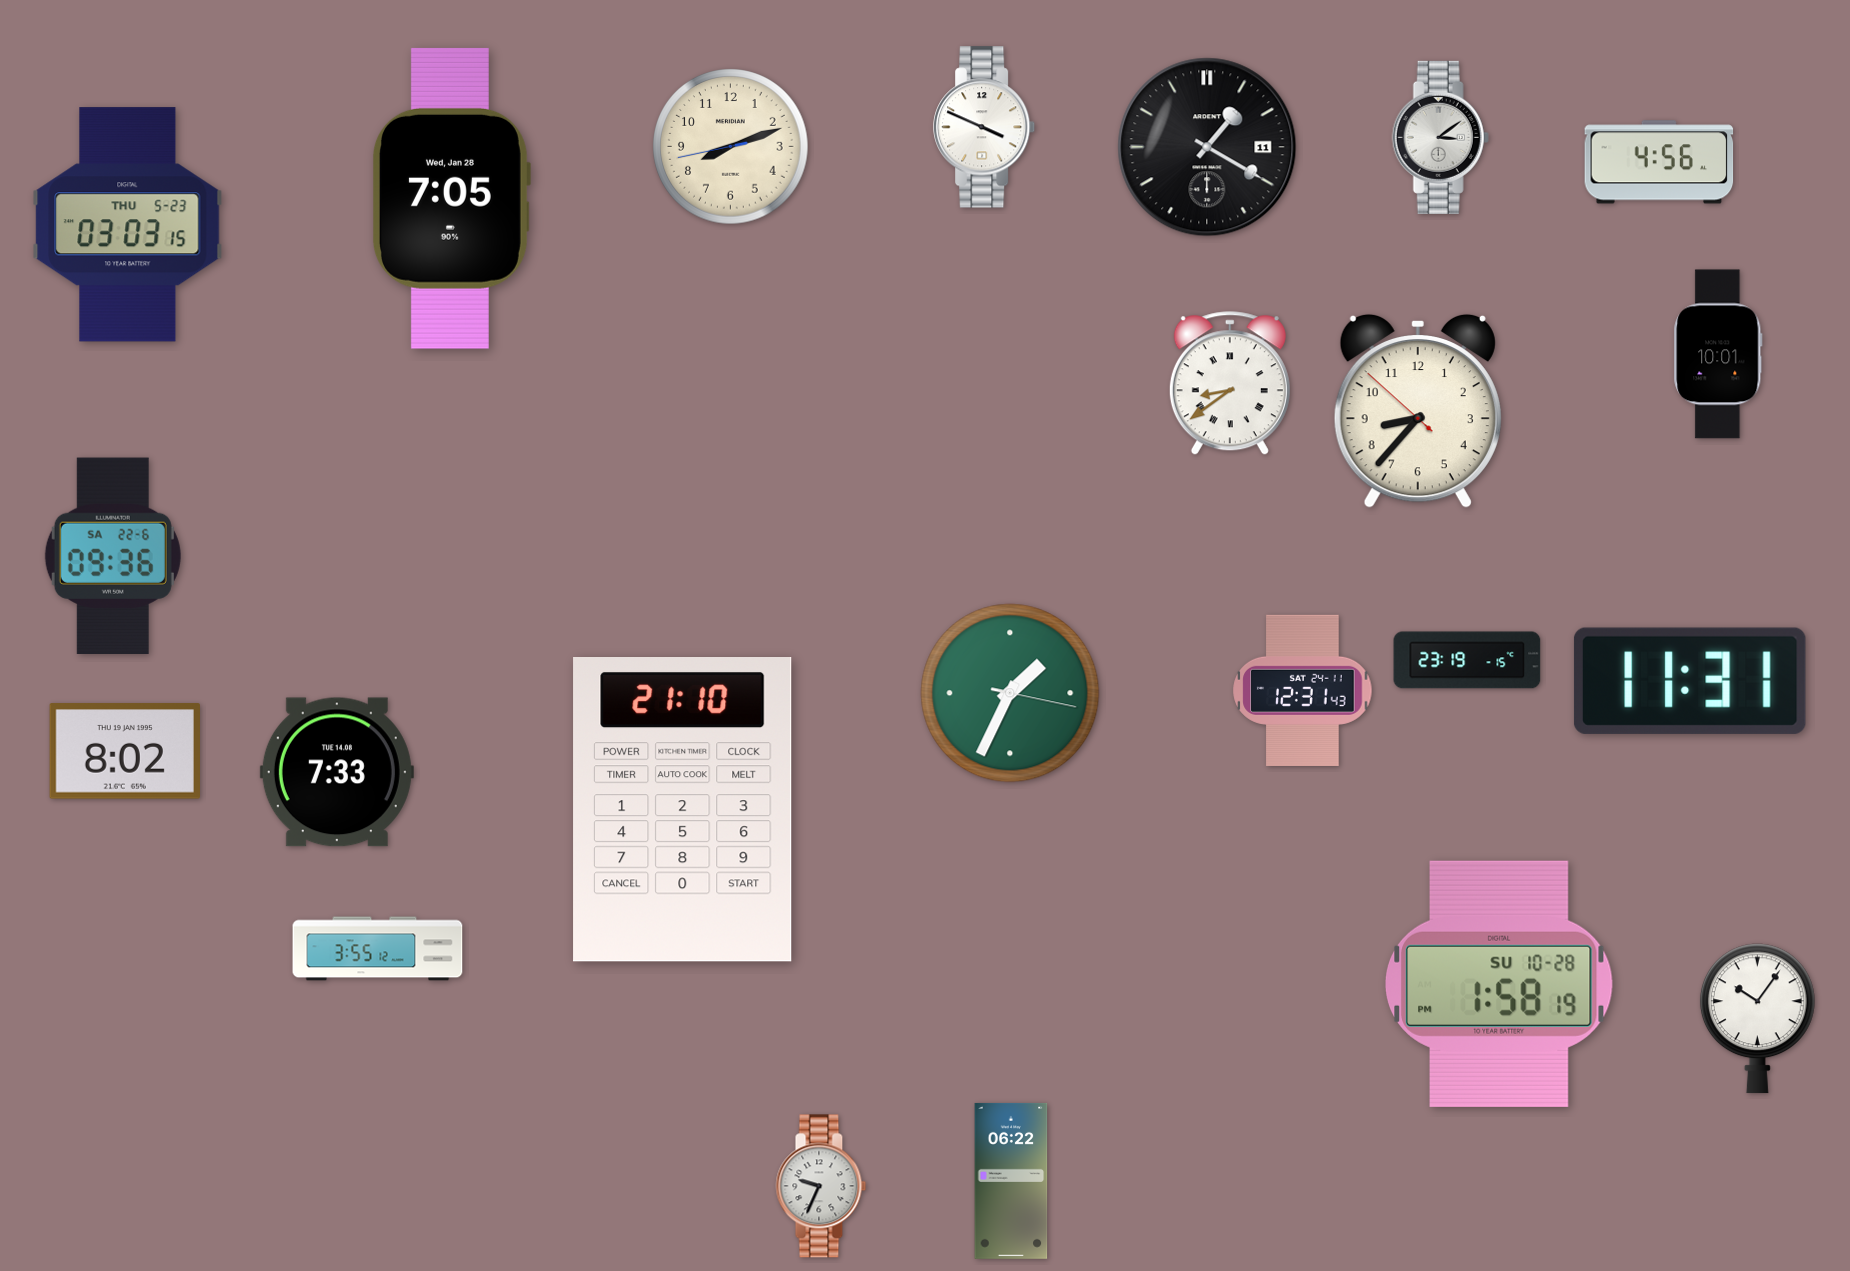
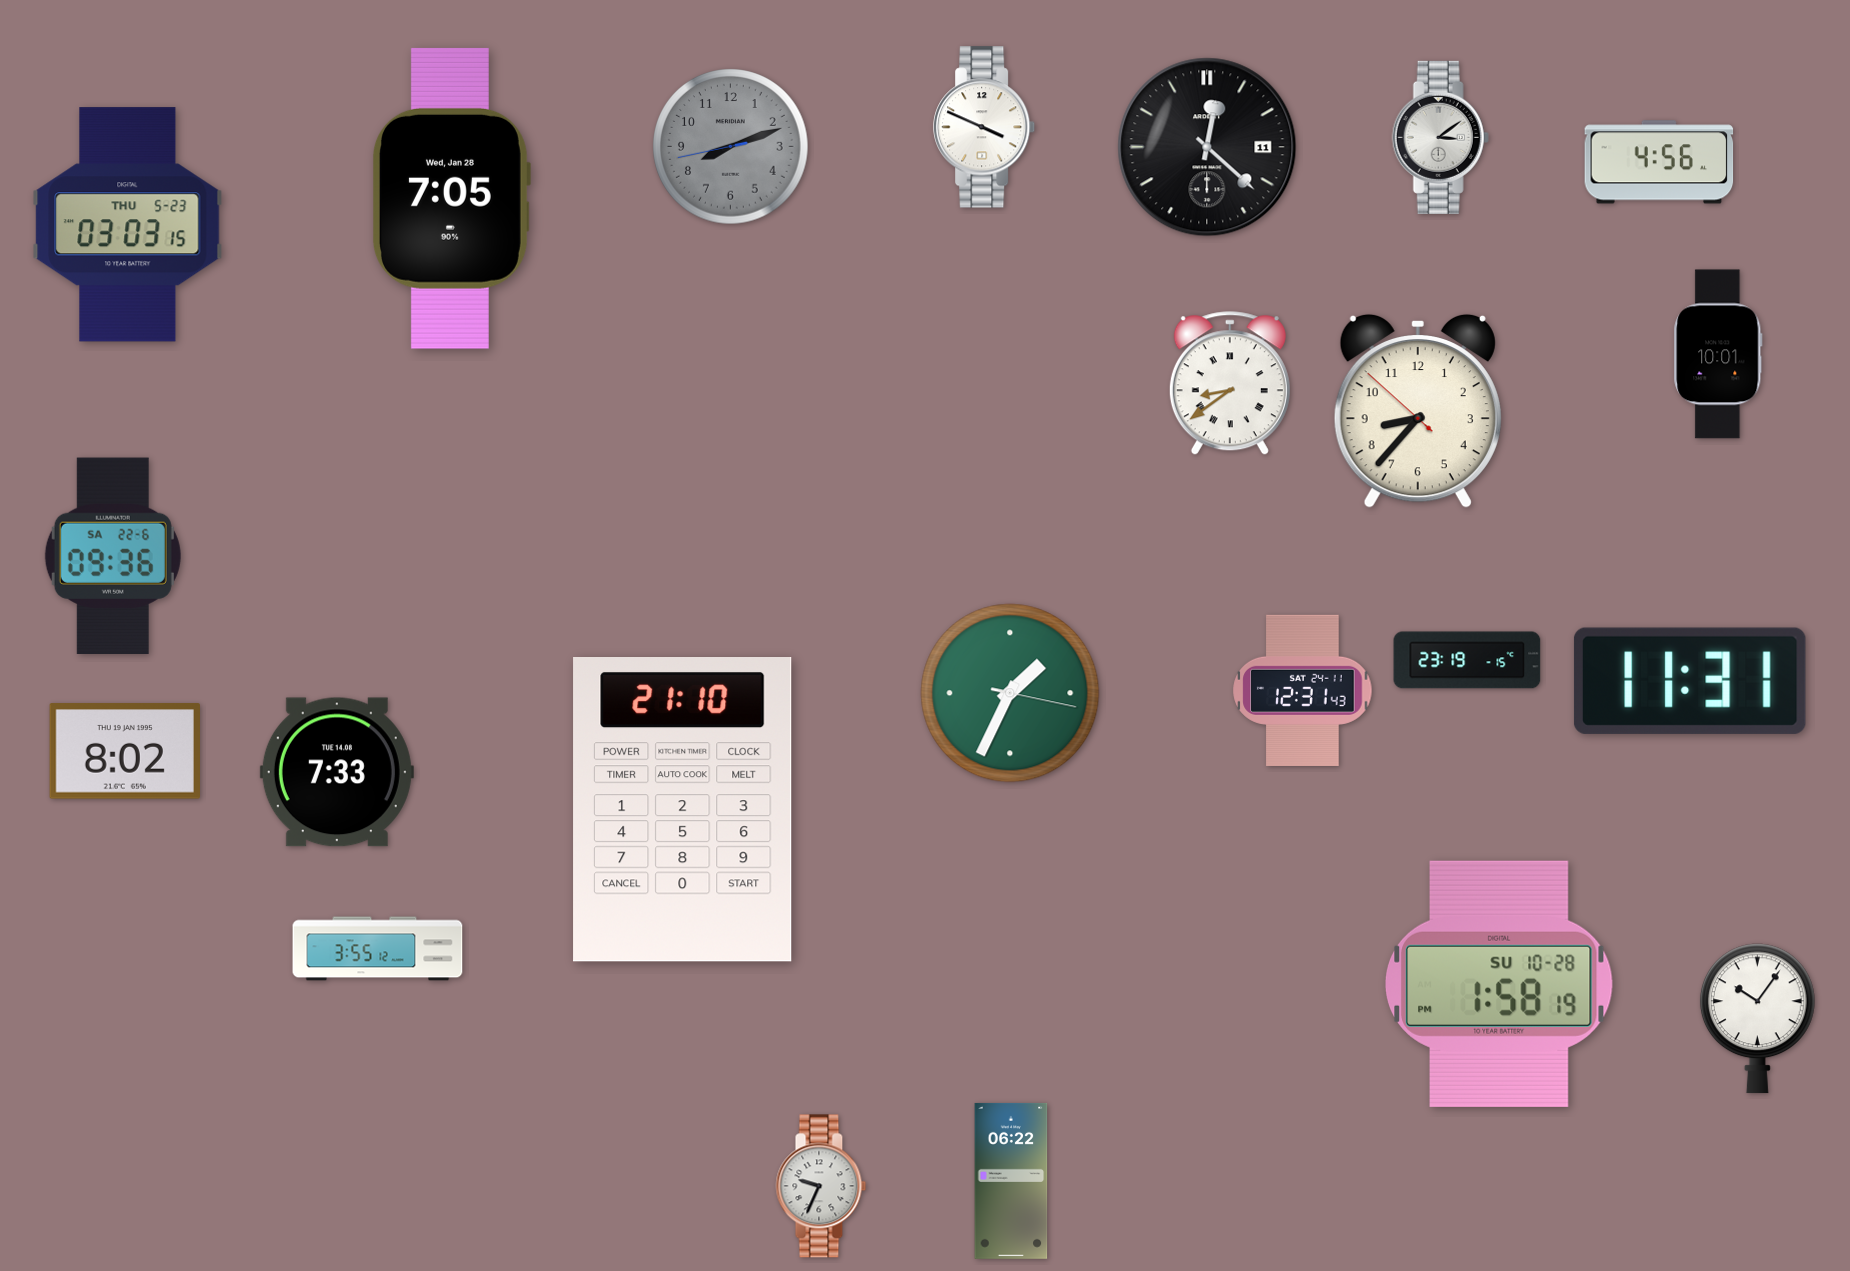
clock at (731, 147) dial: cream -> grey
clock at (1207, 147): 1:20 -> 12:22
